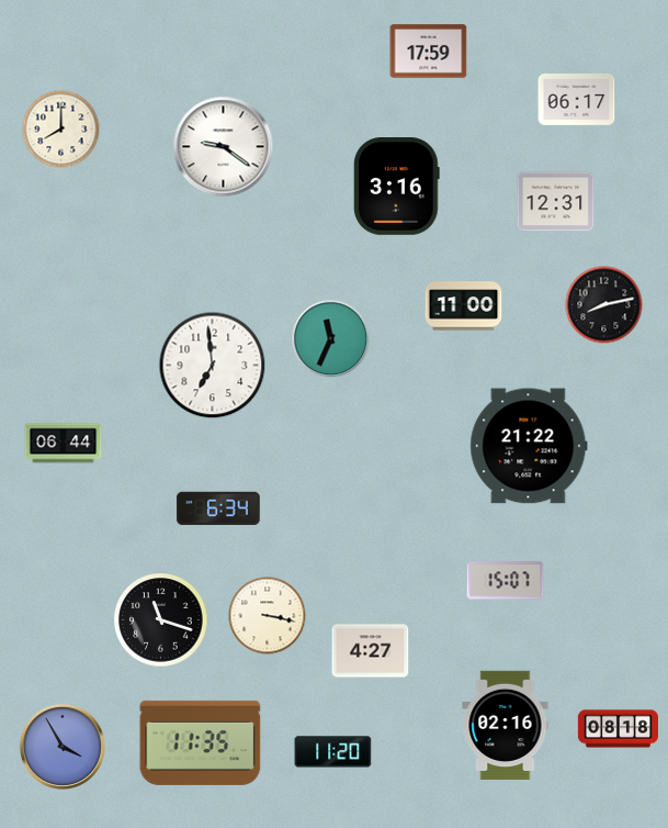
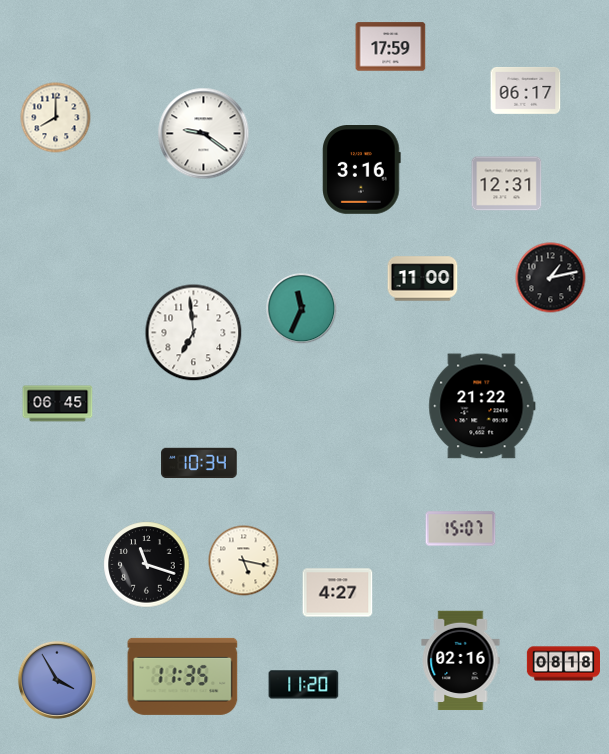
clock at (604, 305): 8:13 -> 1:13
clock at (64, 444): 06:44 -> 06:45
clock at (218, 508): 6:34 -> 10:34
clock at (268, 616): 3:17 -> 5:17
